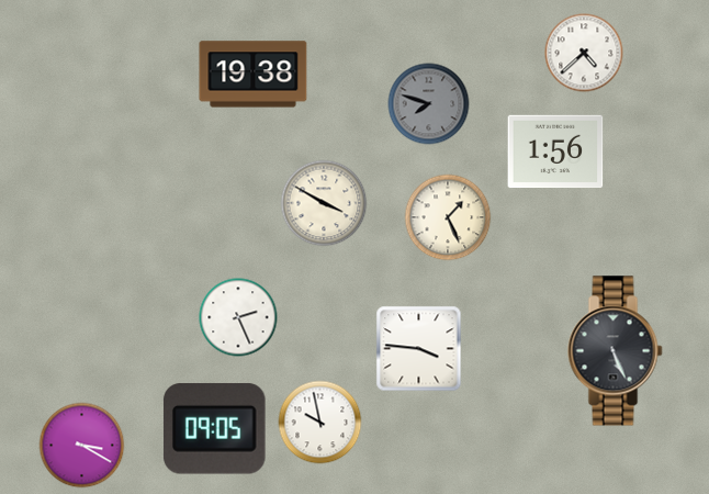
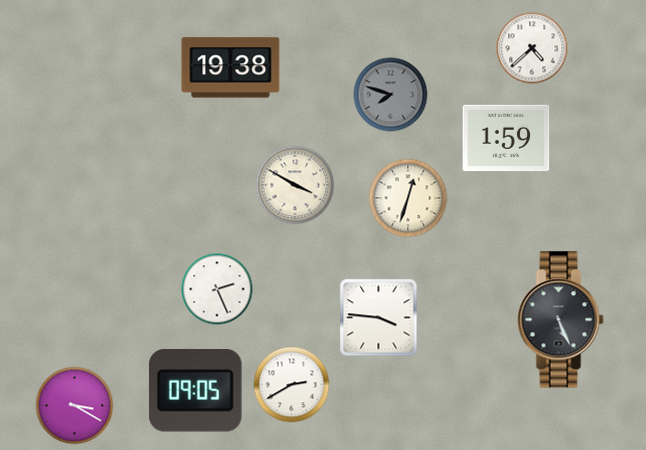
clock at (555, 151): 1:56 -> 1:59
clock at (448, 217): 1:26 -> 12:33
clock at (419, 349) position: (419, 349) -> (379, 318)
clock at (320, 423): 9:58 -> 2:40
